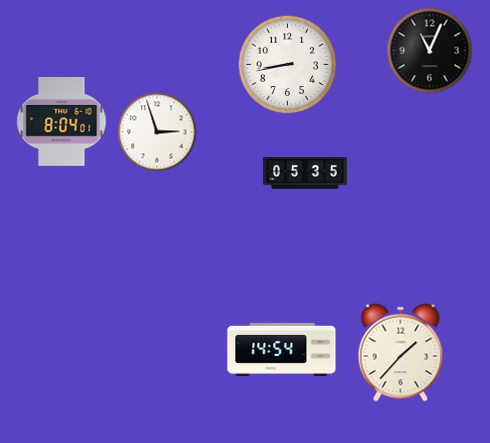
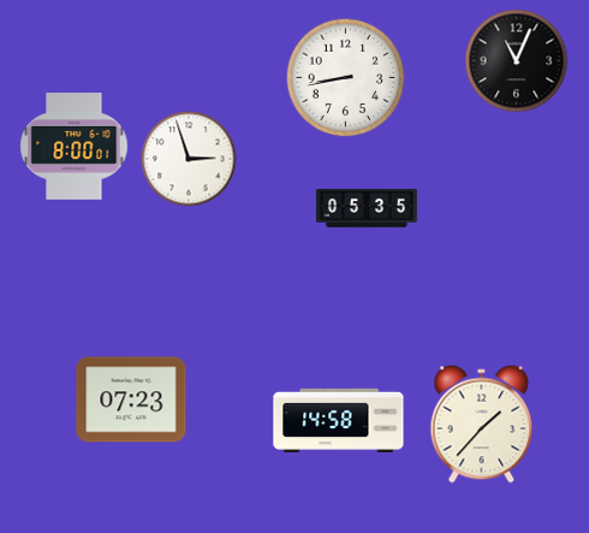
clock at (62, 122): 8:04 -> 8:00
clock at (131, 399): none -> 07:23
clock at (282, 349): 14:54 -> 14:58
